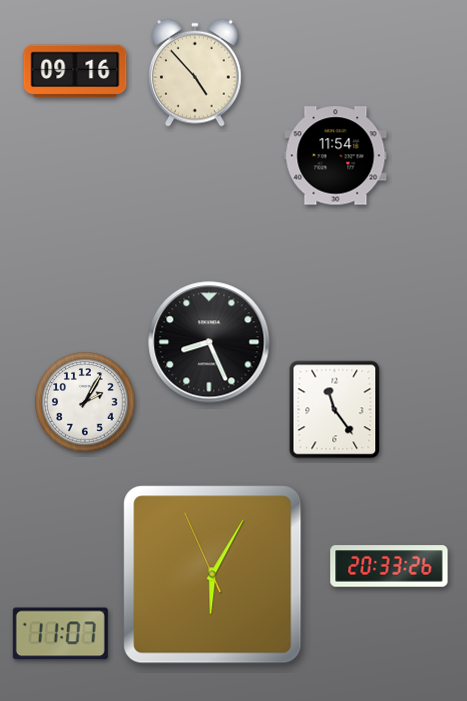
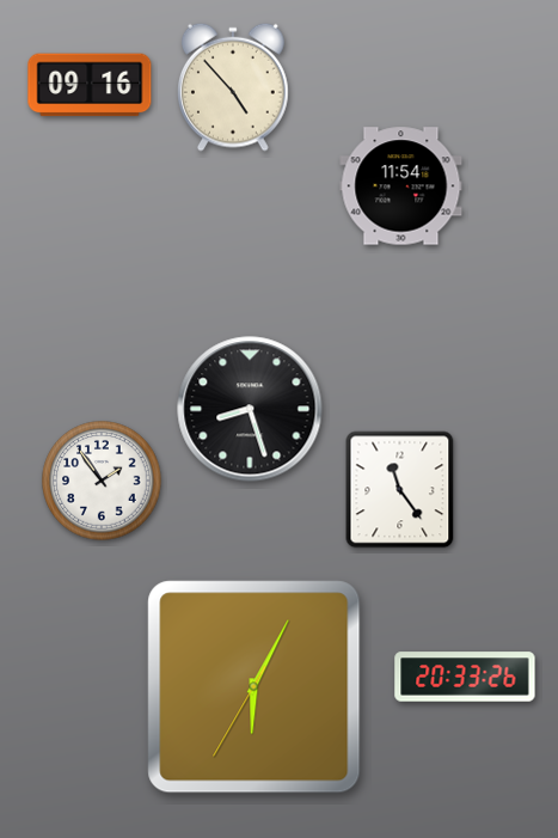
clock at (209, 342): 8:26 -> 8:27
clock at (85, 402): 2:05 -> 1:54
clock at (213, 575): 6:04:56 -> 6:04:35
clock at (60, 634): 11:07 -> none
